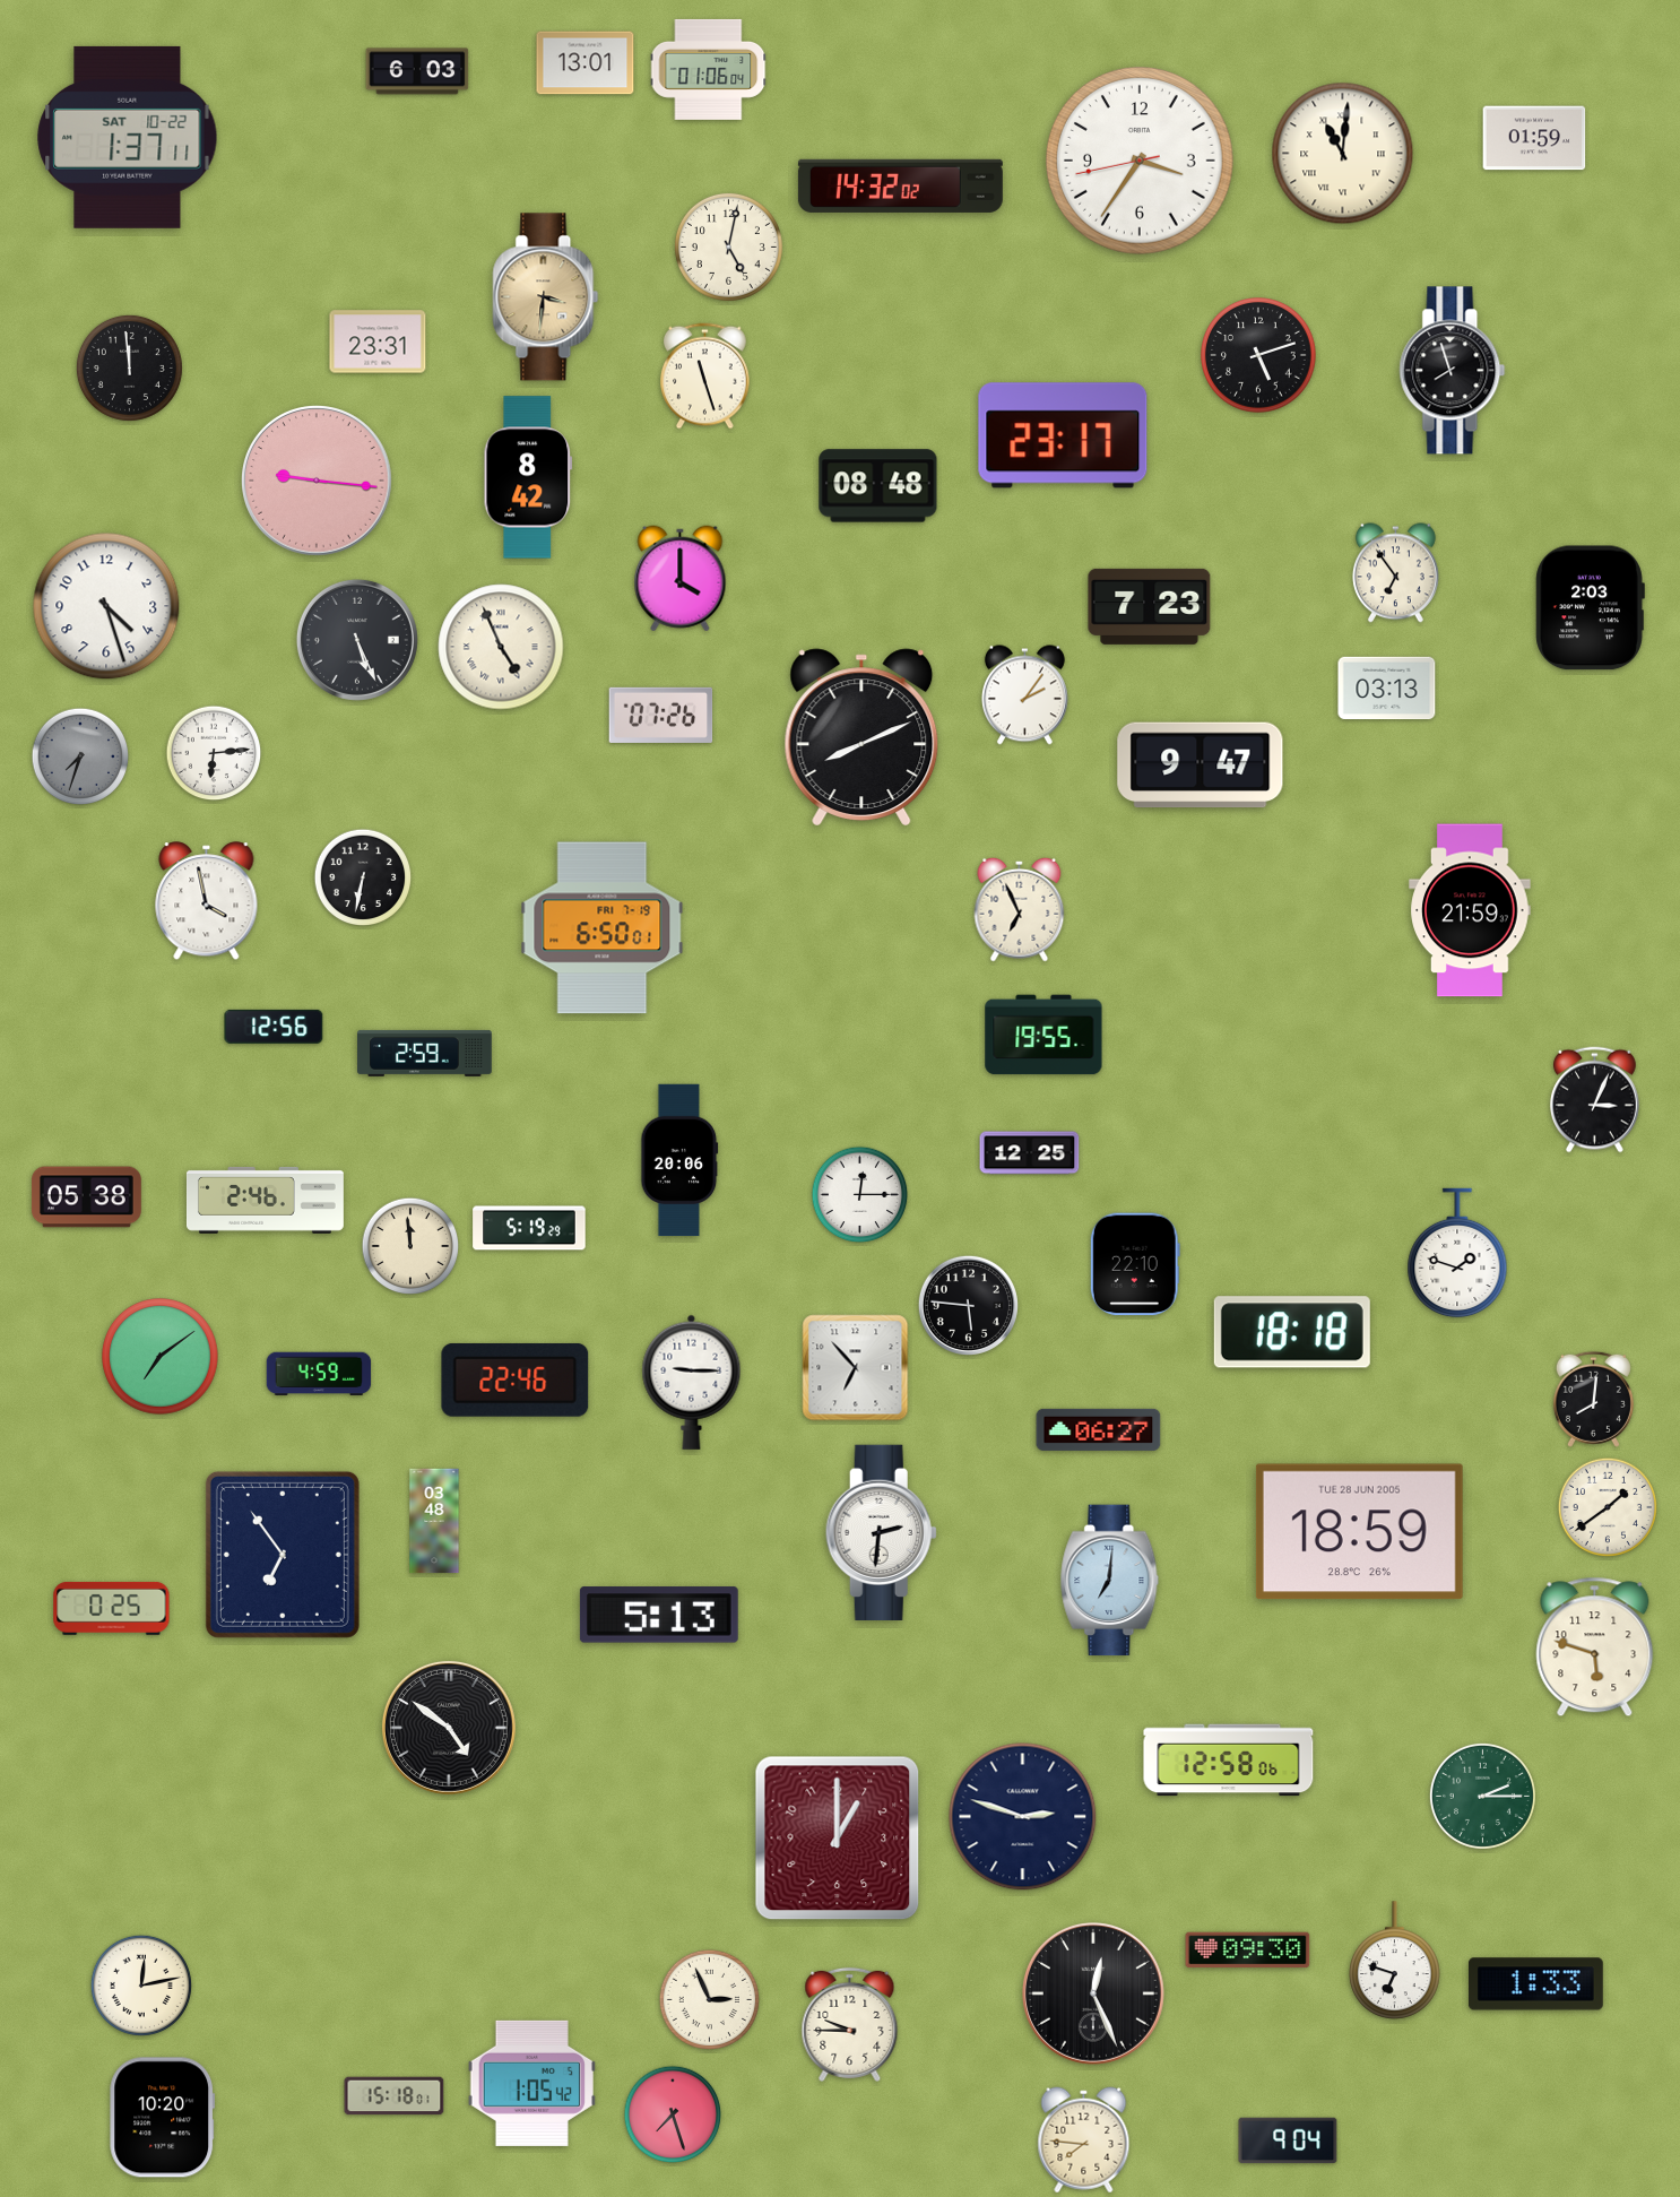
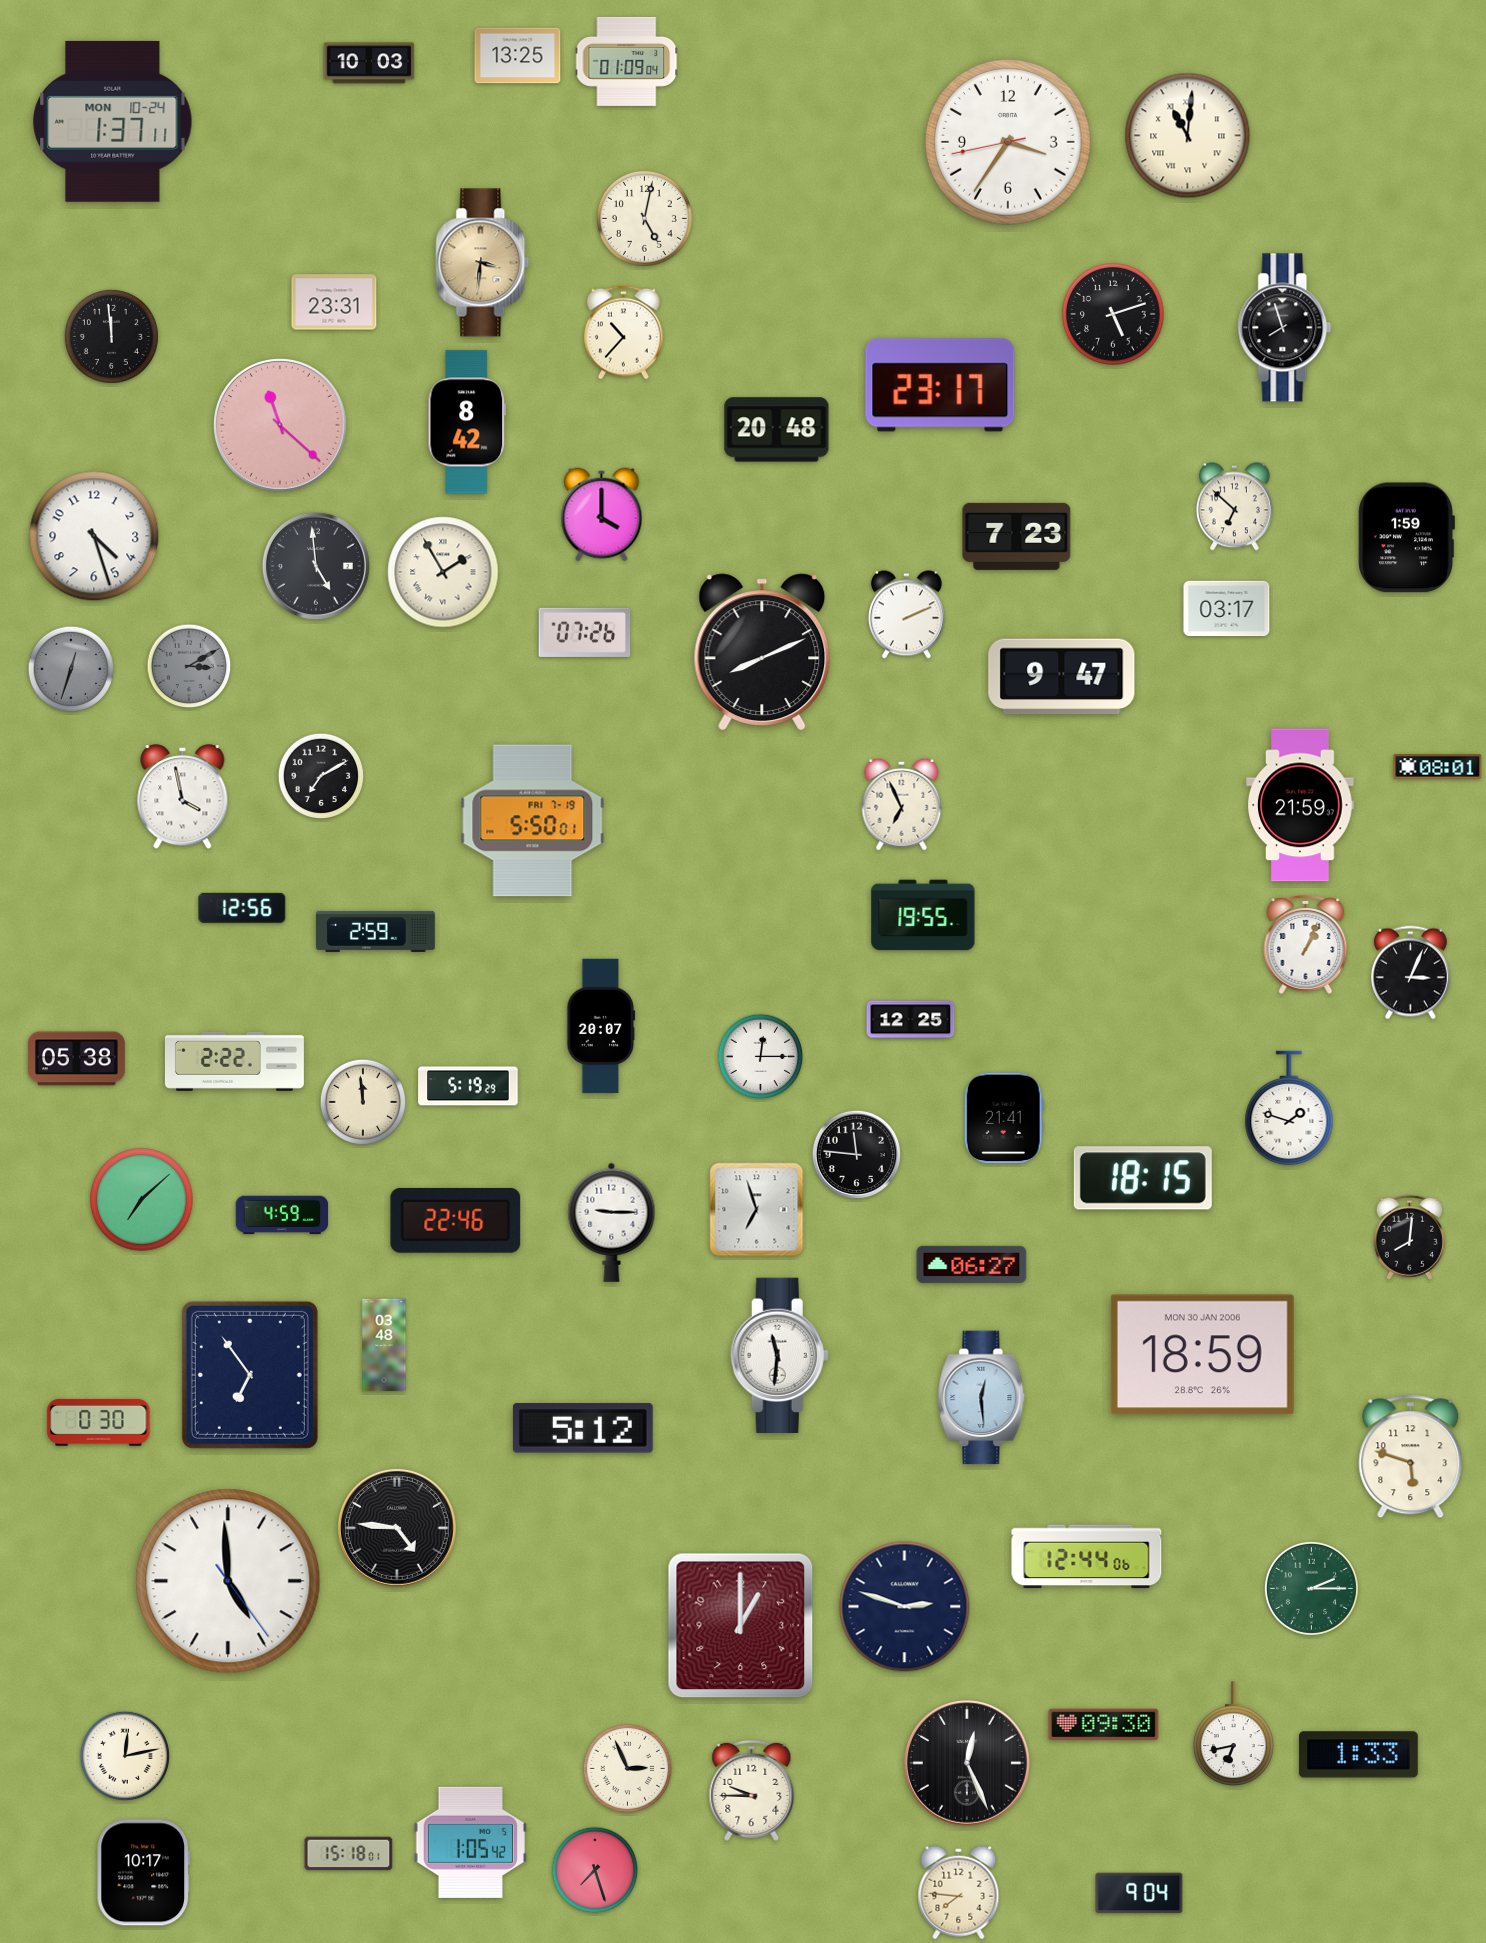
clock at (586, 63): 13:01 -> 13:25
clock at (709, 69): 01:06 -> 01:09
clock at (417, 71): 6:03 -> 10:03
clock at (128, 137) date: SAT 10-22 -> MON 10-24
clock at (1534, 138): 01:59 -> none
clock at (900, 185): 14:32 -> none
clock at (129, 367) position: (129, 367) -> (111, 336)
clock at (705, 377): 11:27 -> 10:37
clock at (318, 482): 9:16 -> 11:22
clock at (878, 486): 08:48 -> 20:48
clock at (1395, 573): 6:54 -> 6:52
clock at (681, 579) position: (681, 579) -> (602, 515)
clock at (1590, 608): 2:03 -> 1:59
clock at (357, 640): 5:26 -> 4:59
clock at (501, 647): 4:56 -> 1:55
clock at (1387, 689): 03:13 -> 03:17
clock at (1024, 695): 2:06 -> 2:11
clock at (214, 753): 6:14 -> 3:10
clock at (214, 753) dial: white -> grey
clock at (80, 756): 7:33 -> 12:33
clock at (1438, 767): none -> 08:01
clock at (363, 877): 6:32 -> 7:10
clock at (603, 928): 6:50 -> 5:50
clock at (1306, 944): none -> 1:04
clock at (679, 1160): 20:06 -> 20:07
clock at (265, 1200): 2:46 -> 2:22
clock at (1135, 1264): 22:10 -> 21:41
clock at (968, 1305): 5:46 -> 11:46
clock at (1292, 1332): 18:18 -> 18:15
clock at (161, 1357): 7:09 -> 7:08
clock at (856, 1368): 6:53 -> 6:57
clock at (1607, 1506): 1:39 -> none
clock at (1359, 1532) date: TUE 28 JUN 2005 -> MON 30 JAN 2006
clock at (881, 1533): 2:31 -> 11:31
clock at (1110, 1581): 7:01 -> 12:29
clock at (112, 1608): 0:25 -> 0:30
clock at (659, 1615): 5:13 -> 5:12
clock at (449, 1728): 4:51 -> 4:46
clock at (1229, 1761): 12:58 -> 12:44
clock at (228, 1581): none -> 4:59
clock at (1395, 1961): 6:48 -> 6:43
clock at (163, 2118): 10:20 -> 10:17
